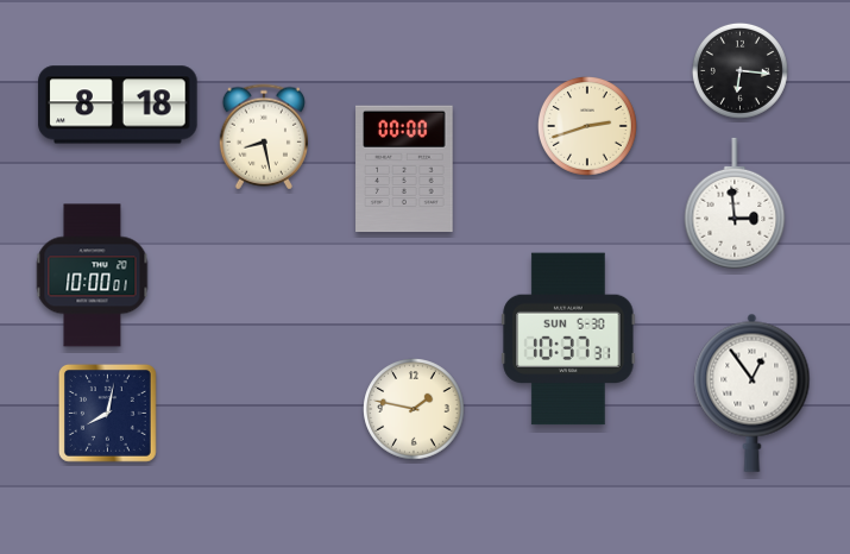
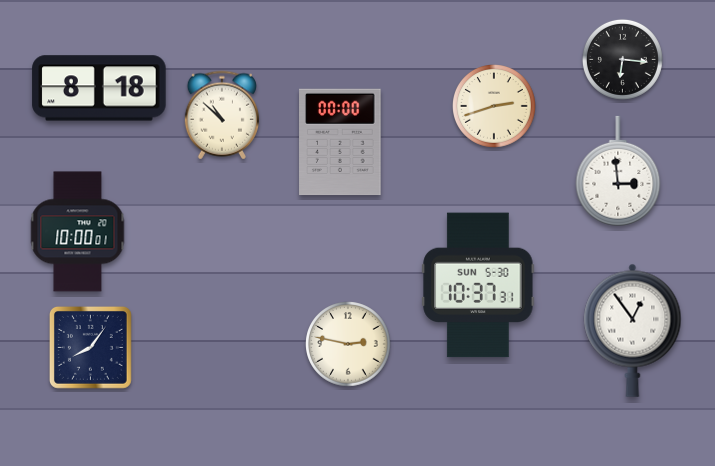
clock at (264, 137): 8:28 -> 10:52
clock at (414, 409): 1:47 -> 2:47
clock at (107, 413): 8:02 -> 8:06
